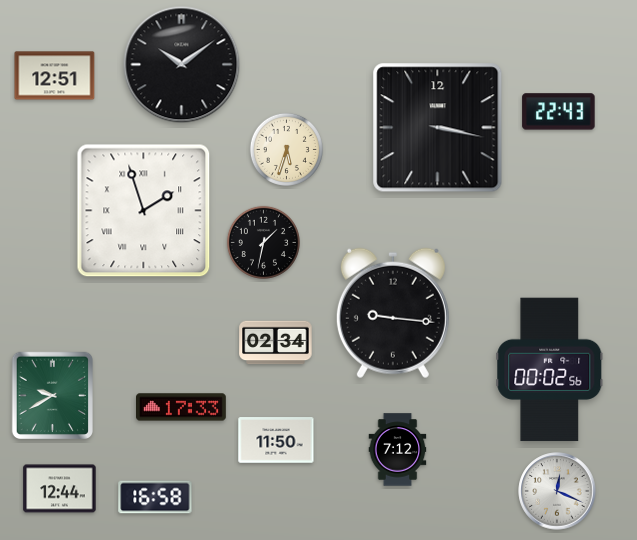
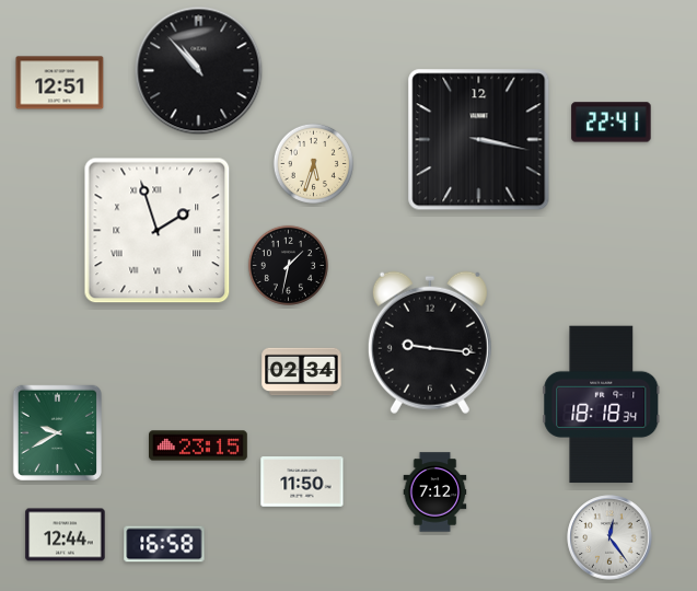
clock at (182, 65): 10:09 -> 10:53
clock at (559, 112): 22:43 -> 22:41
clock at (276, 343) position: (276, 343) -> (302, 372)
clock at (550, 370): 00:02 -> 18:18
clock at (182, 407): 17:33 -> 23:15
clock at (557, 491): 12:19 -> 12:24
clock at (155, 497) position: (155, 497) -> (164, 544)
